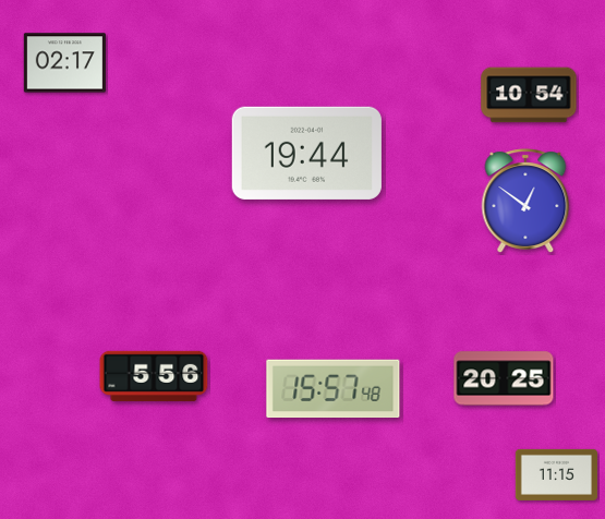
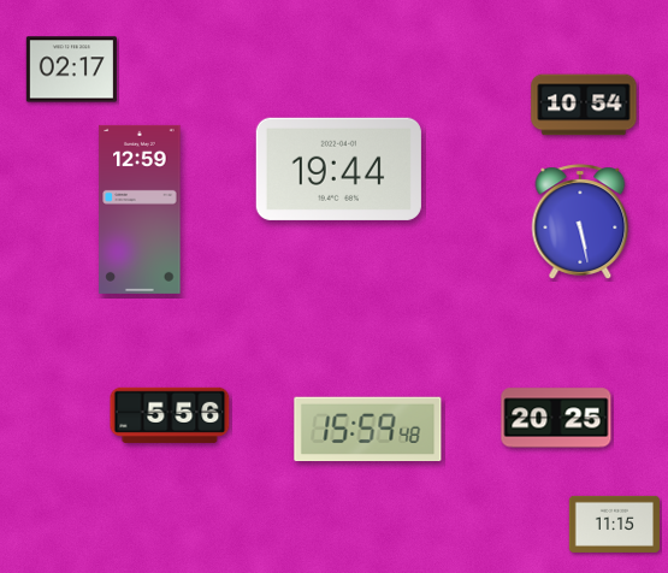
clock at (140, 209): none -> 12:59
clock at (525, 201): 12:51 -> 5:28
clock at (334, 389): 15:57 -> 15:59
